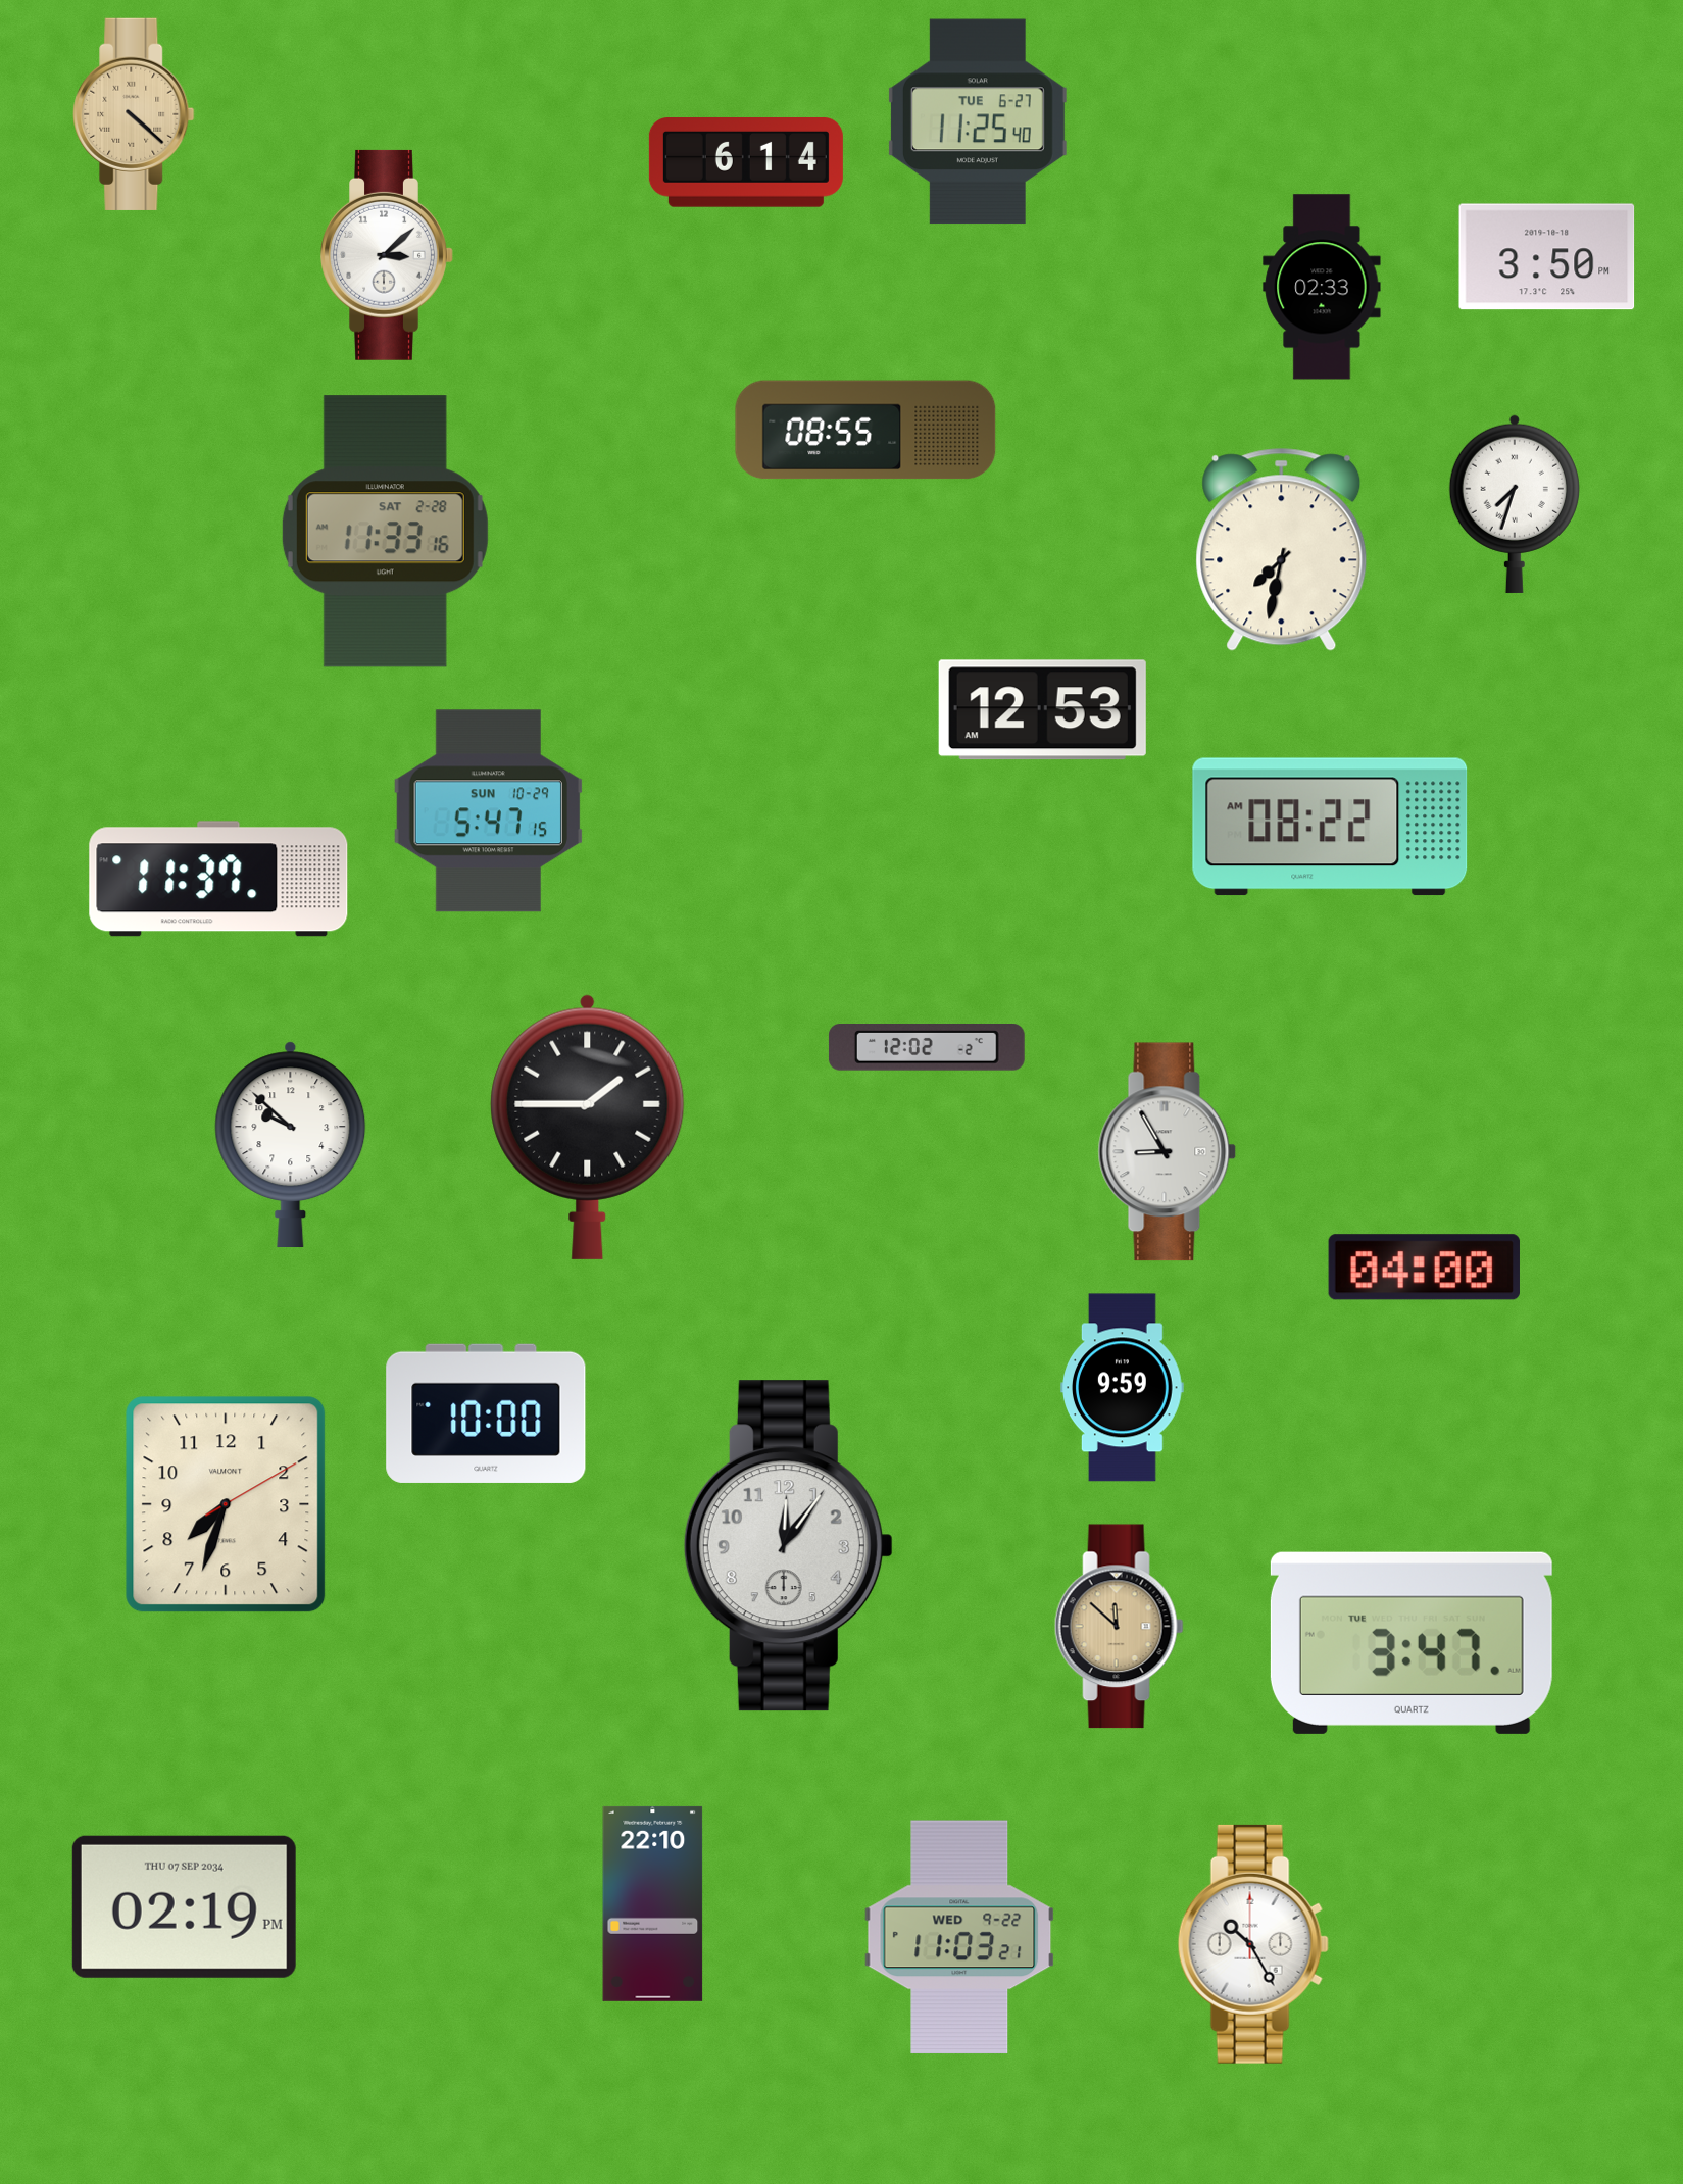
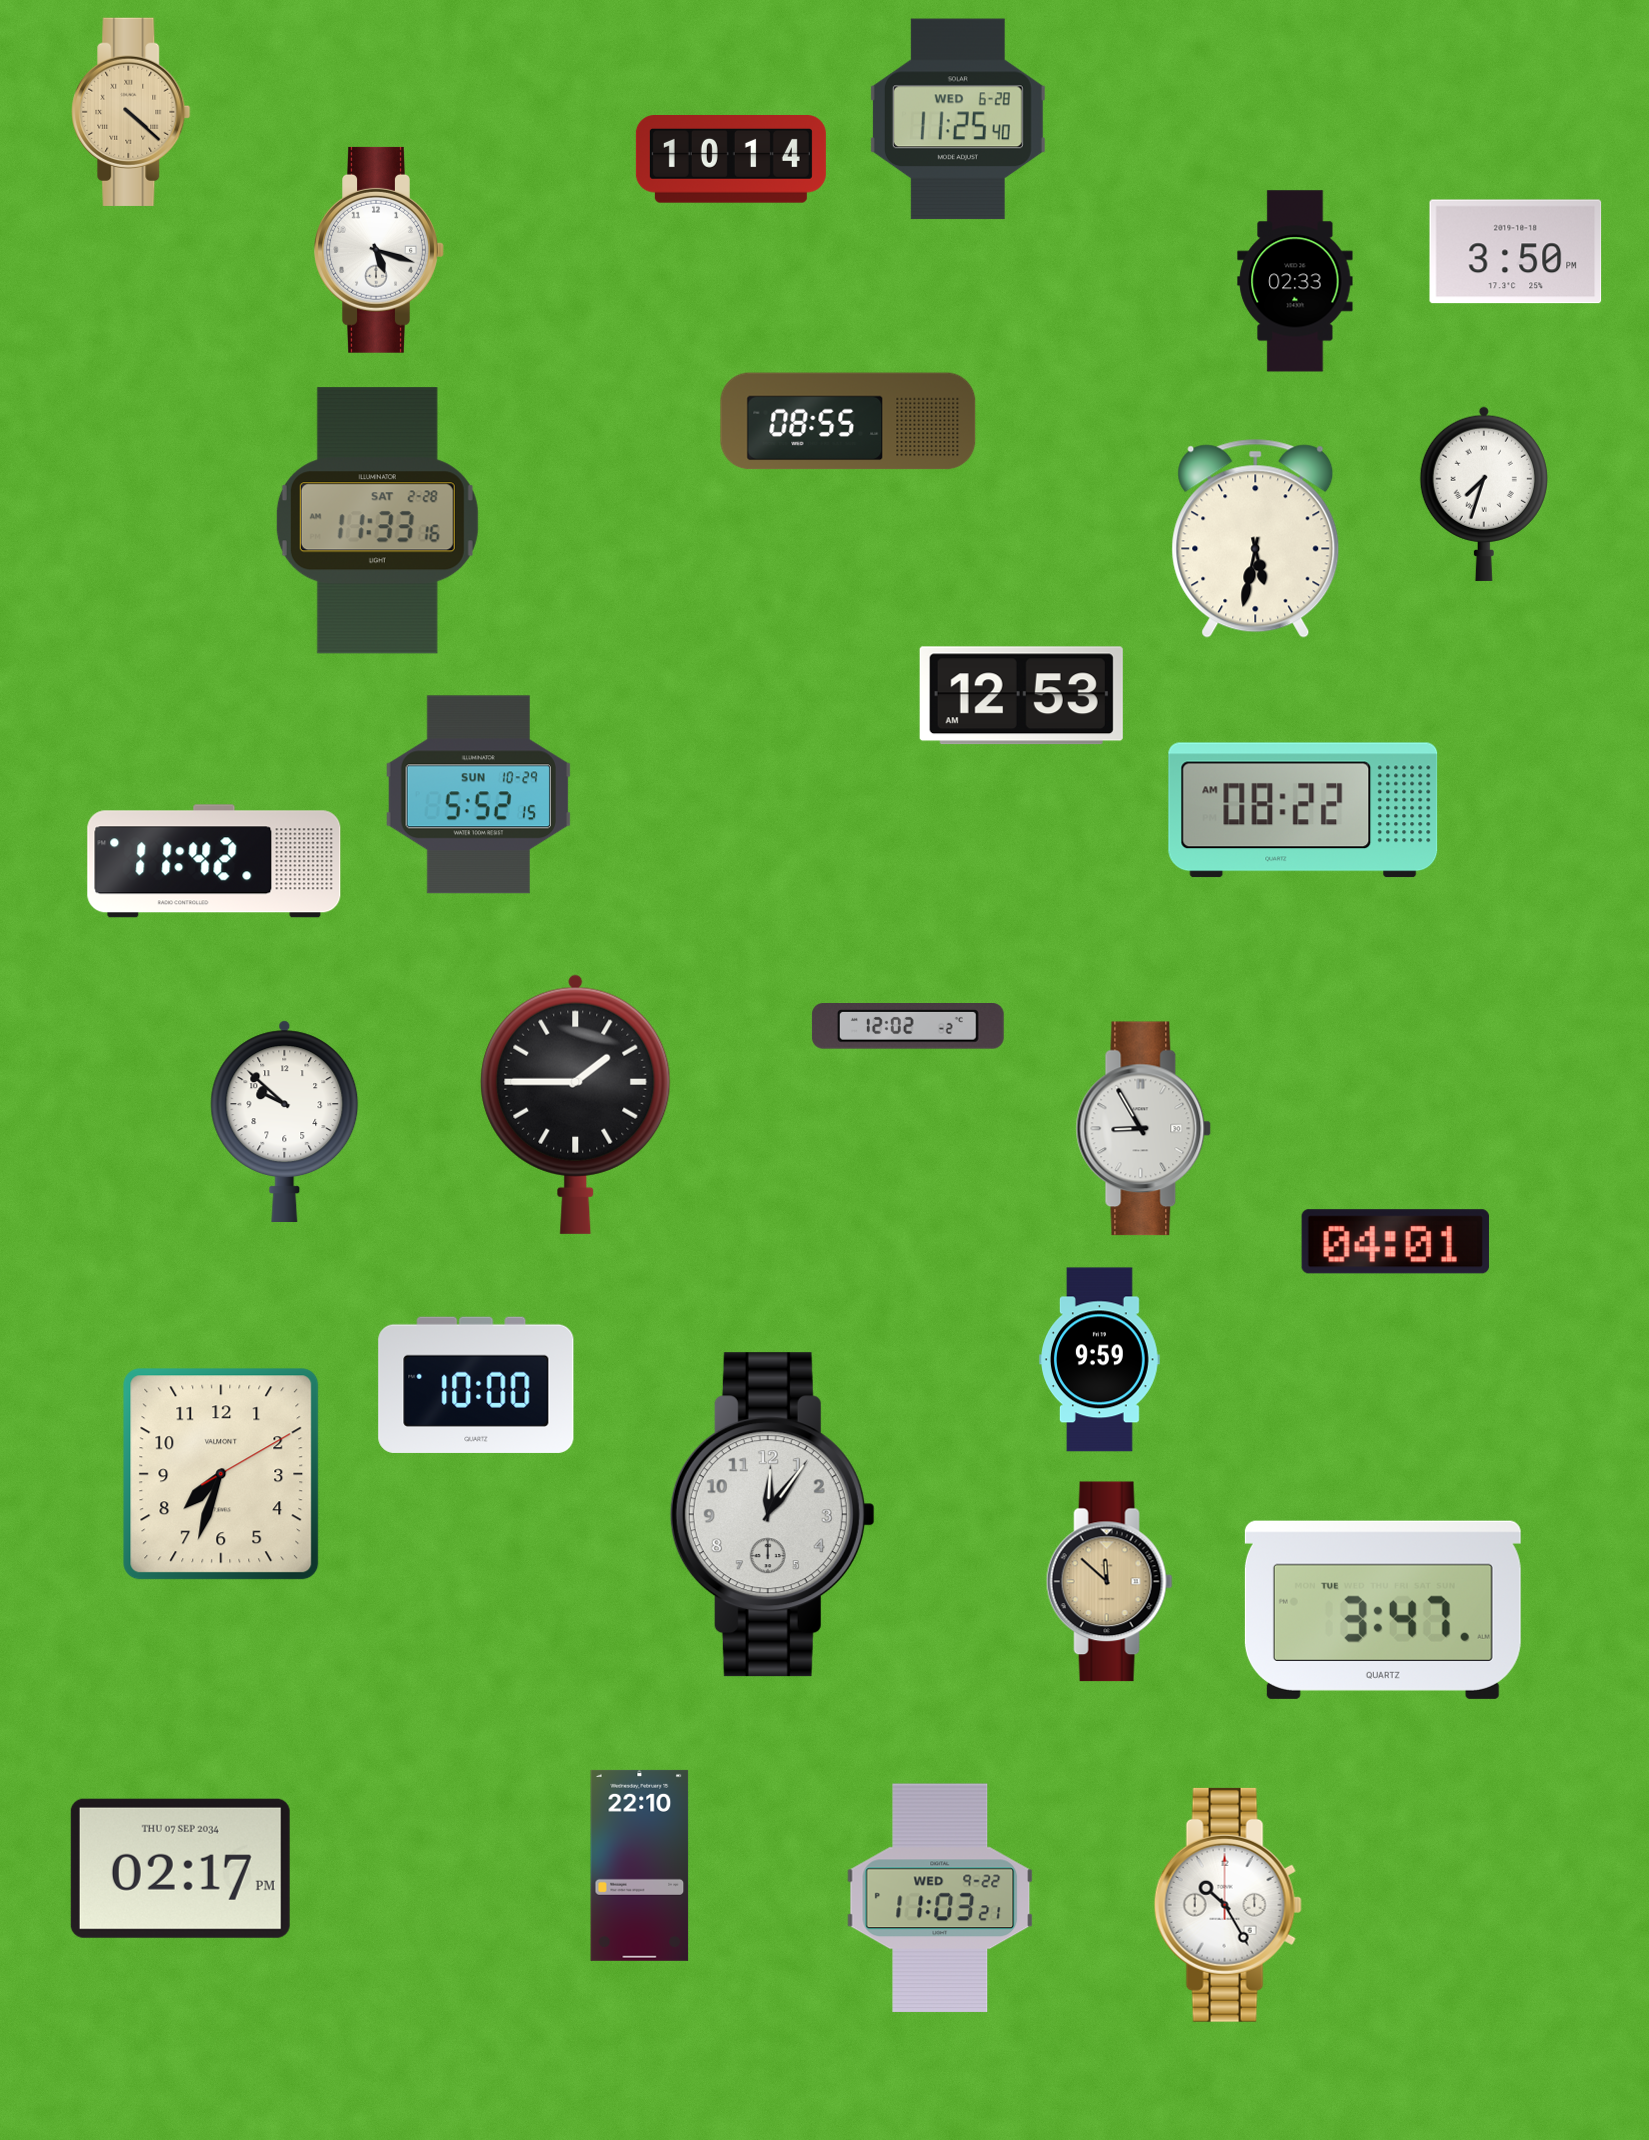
clock at (978, 121) date: TUE 6-27 -> WED 6-28
clock at (746, 163): 6:14 -> 10:14
clock at (387, 255): 3:08 -> 5:18
clock at (1282, 549): 7:32 -> 5:32
clock at (488, 811): 5:47 -> 5:52
clock at (218, 879): 11:37 -> 11:42
clock at (1424, 1268): 04:00 -> 04:01
clock at (1119, 1627) position: (1119, 1627) -> (1109, 1582)
clock at (184, 1906): 02:19 -> 02:17
